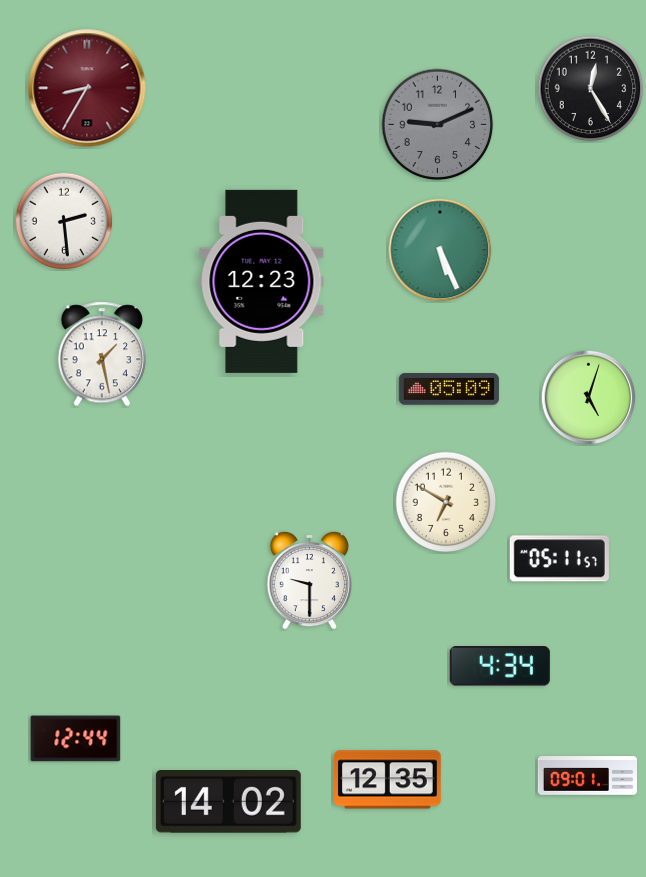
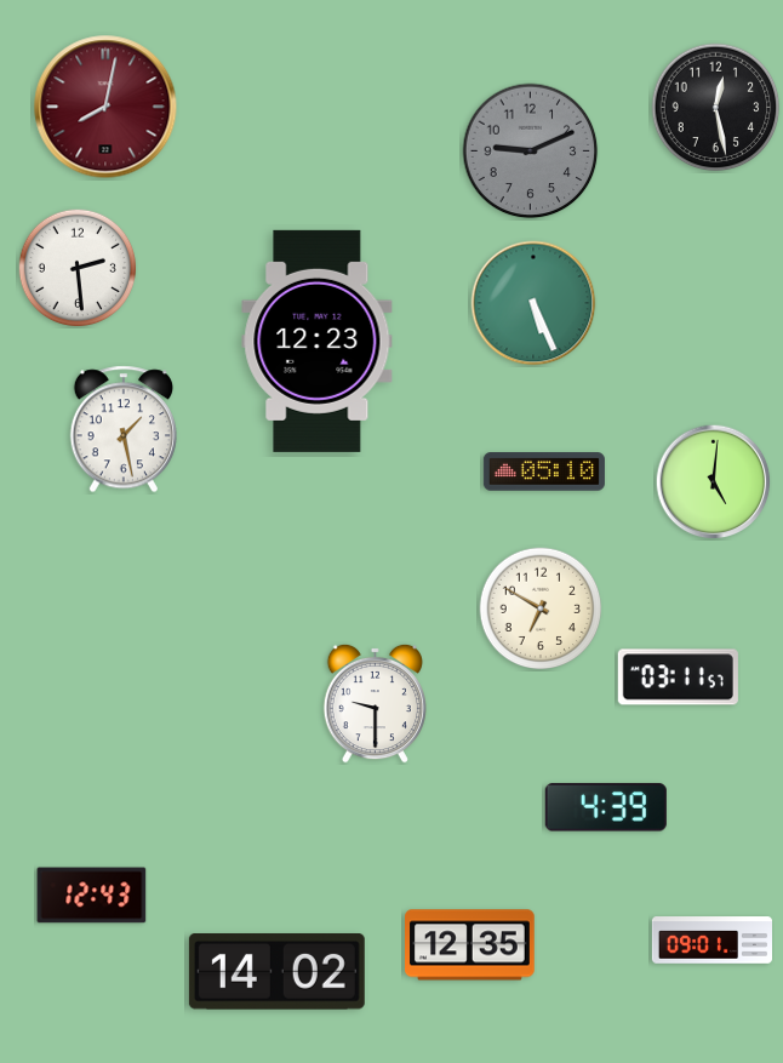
clock at (87, 88): 8:35 -> 8:02
clock at (591, 89): 12:25 -> 12:28
clock at (449, 389): 05:09 -> 05:10
clock at (588, 397): 5:03 -> 5:01
clock at (559, 559): 05:11 -> 03:11
clock at (500, 666): 4:34 -> 4:39
clock at (76, 739): 12:44 -> 12:43
